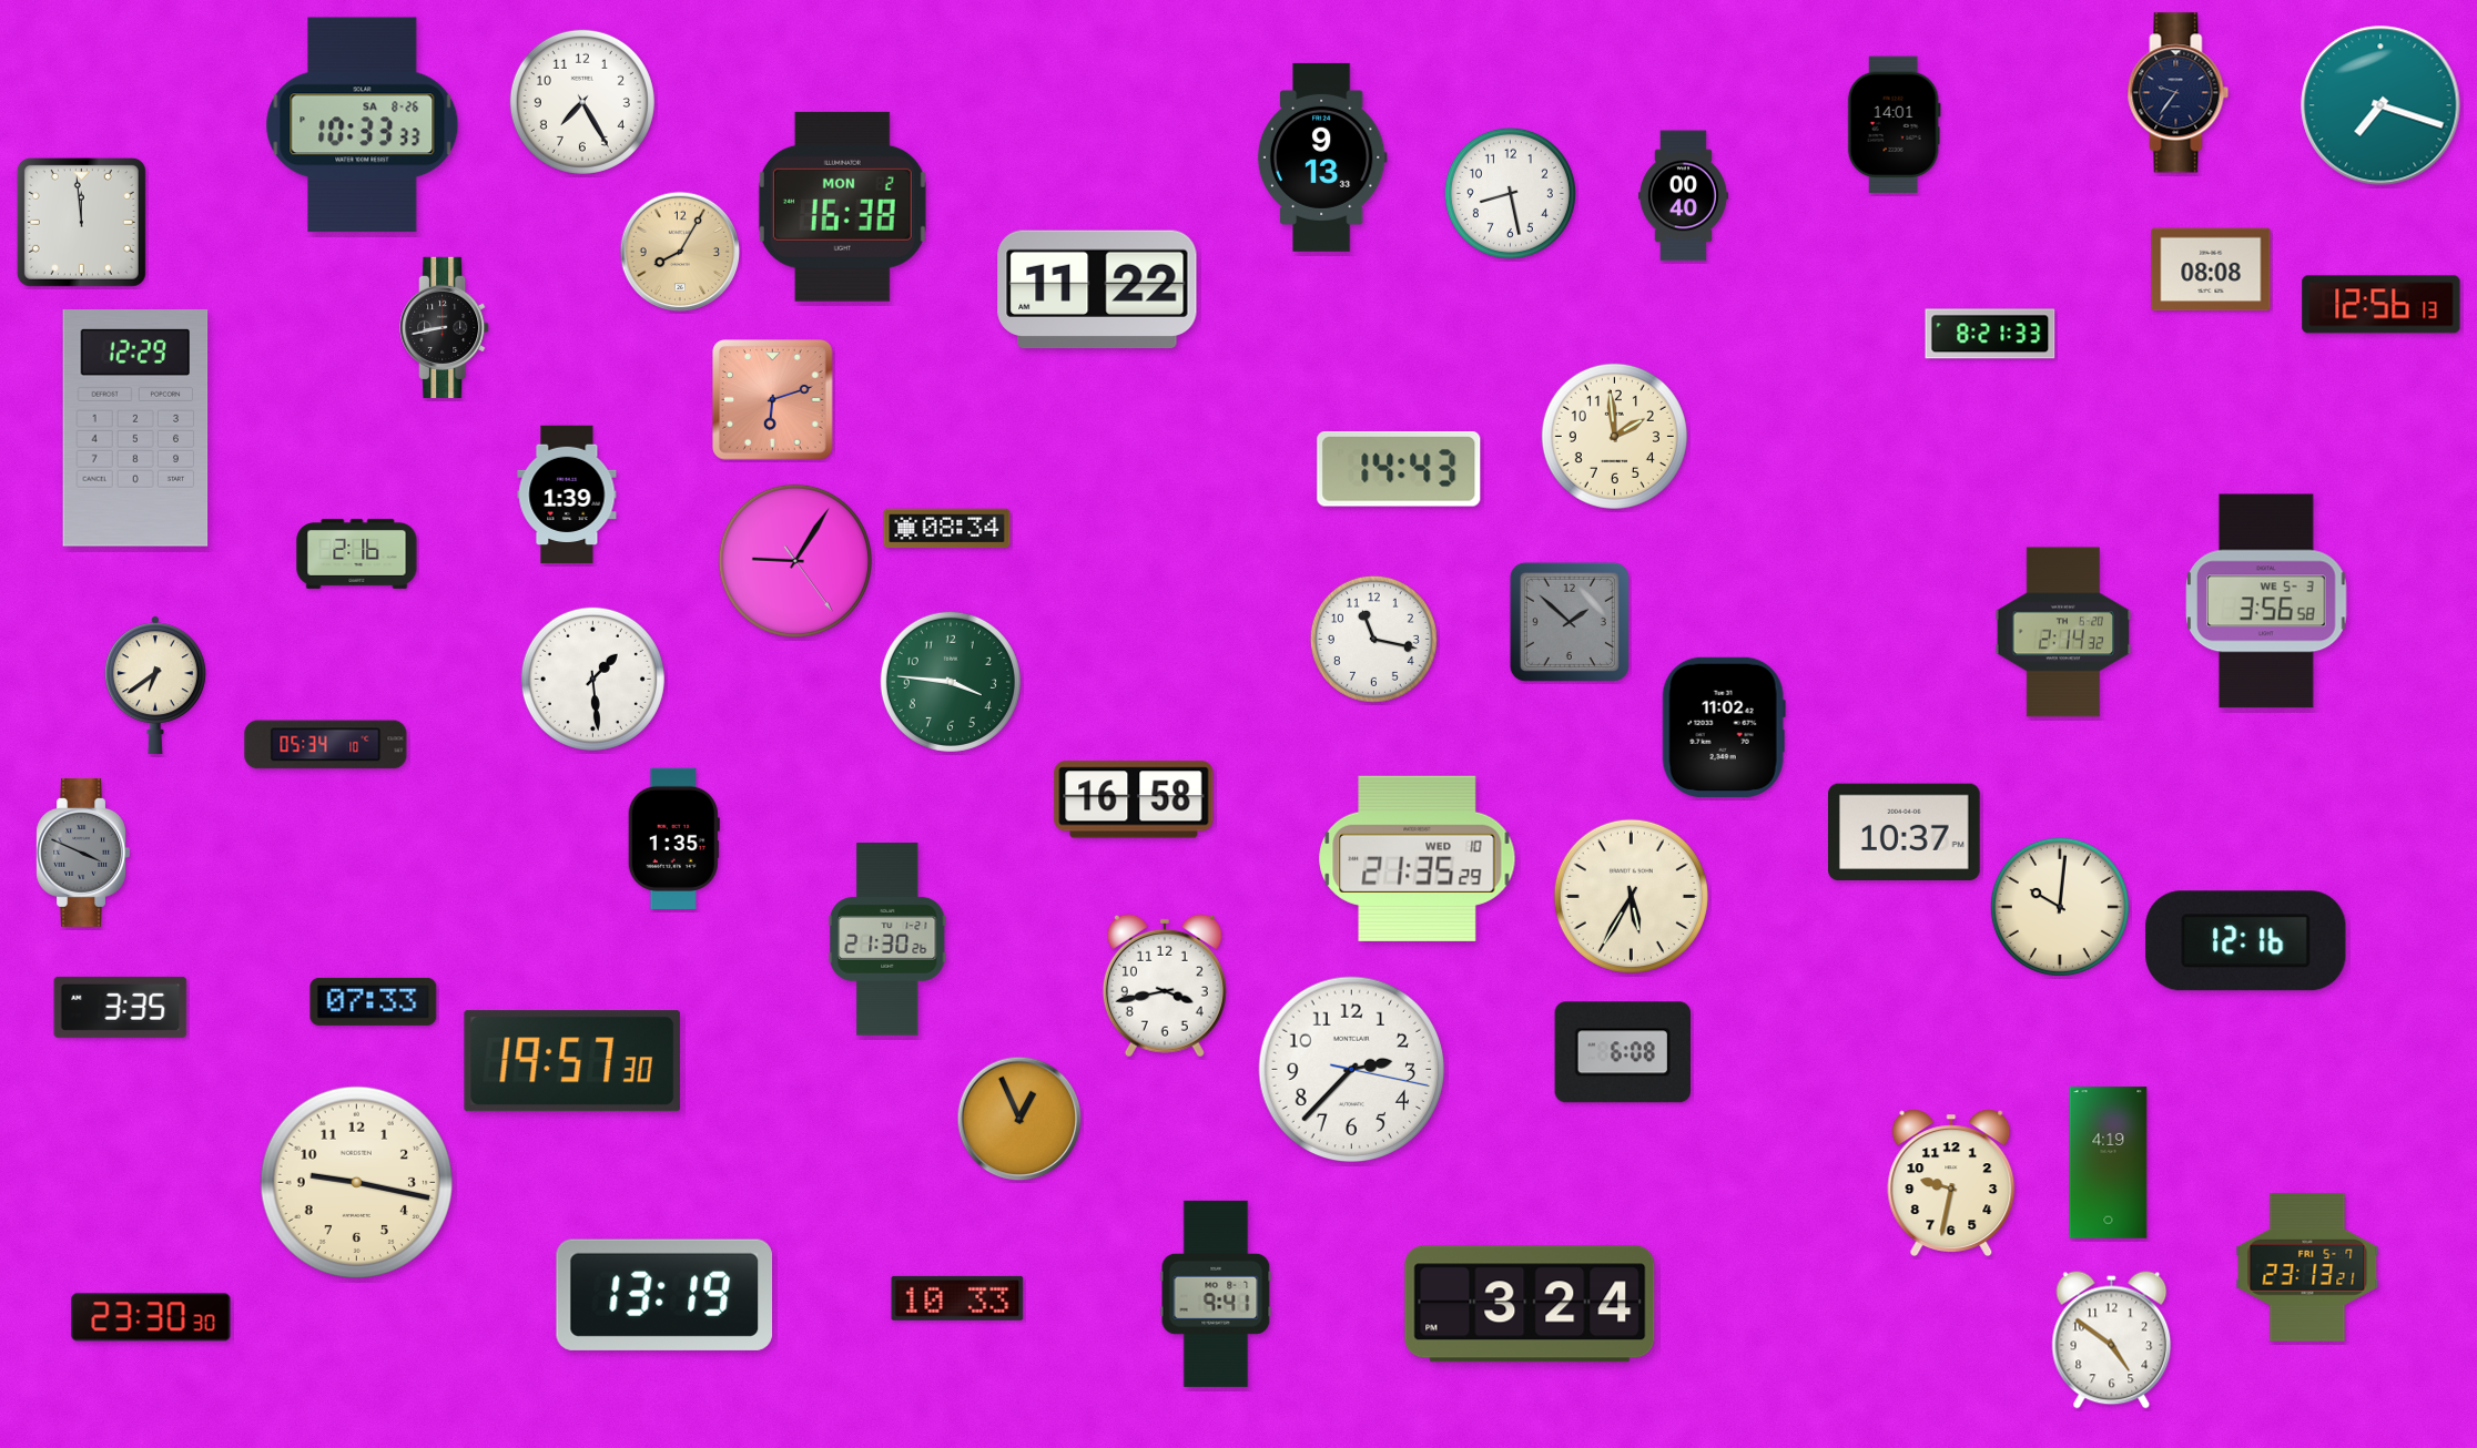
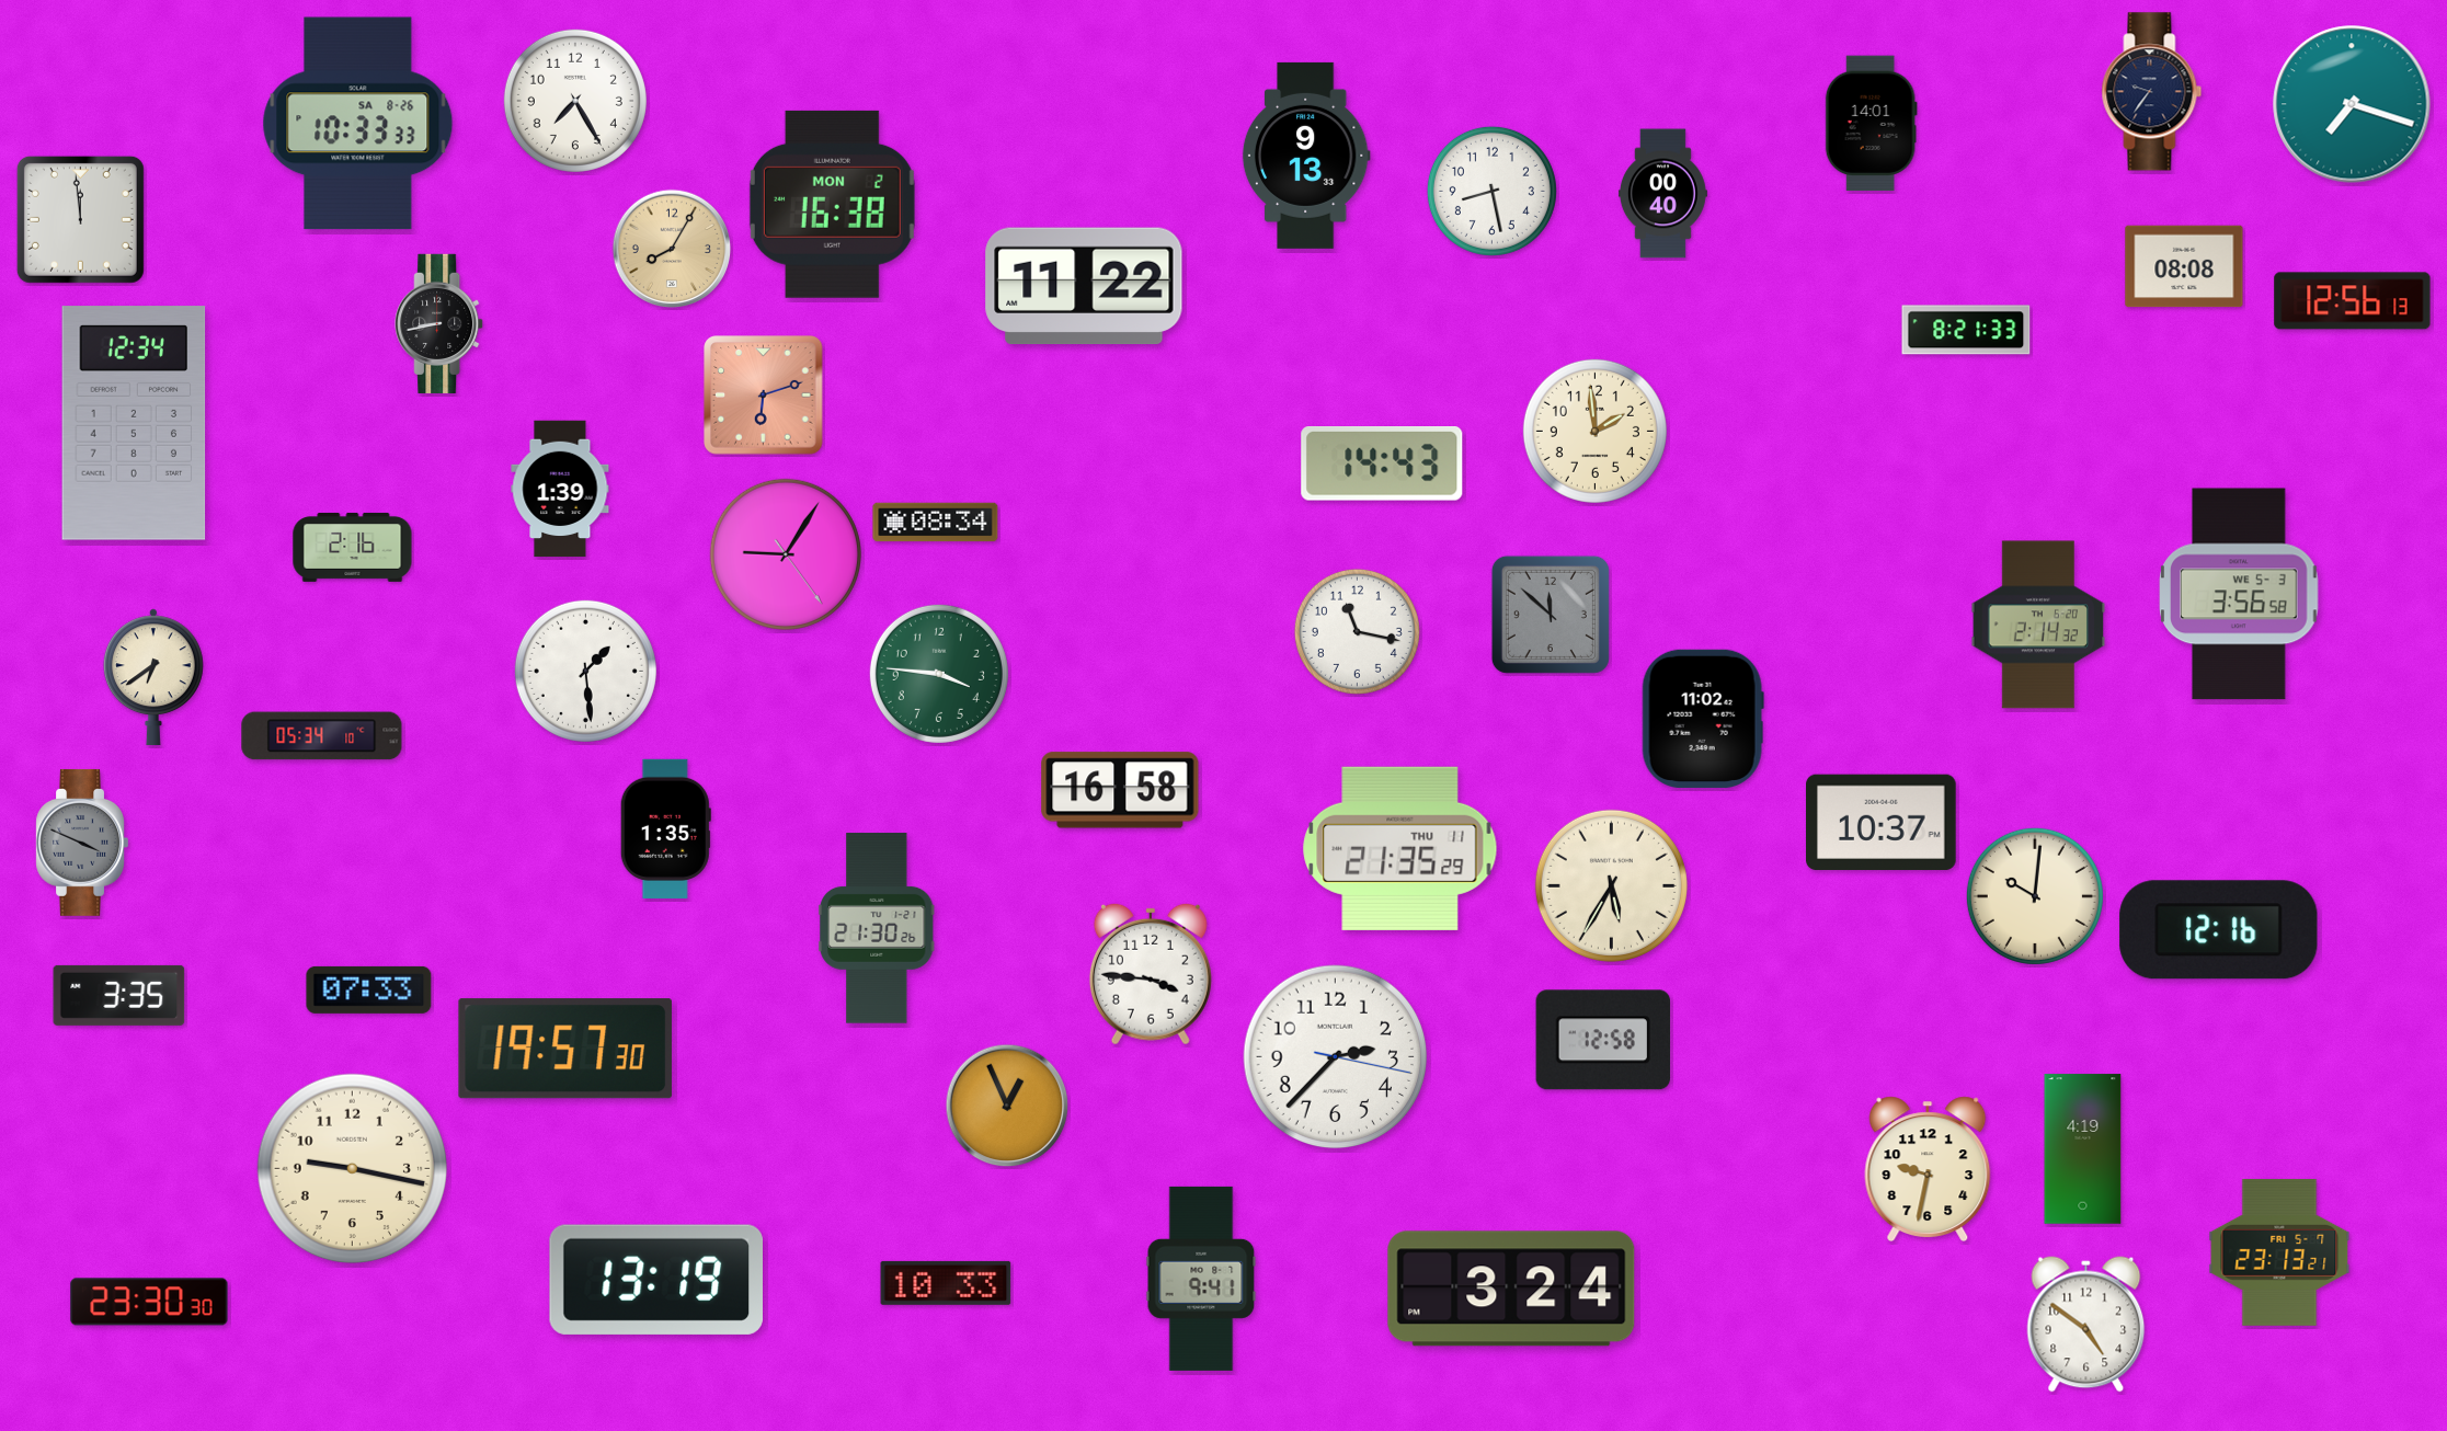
clock at (135, 428): 12:29 -> 12:34
clock at (1570, 622): 1:52 -> 11:52
clock at (1418, 858) date: WED 10 -> THU 11
clock at (1165, 986): 3:43 -> 3:46
clock at (1622, 1052): 6:08 -> 12:58
